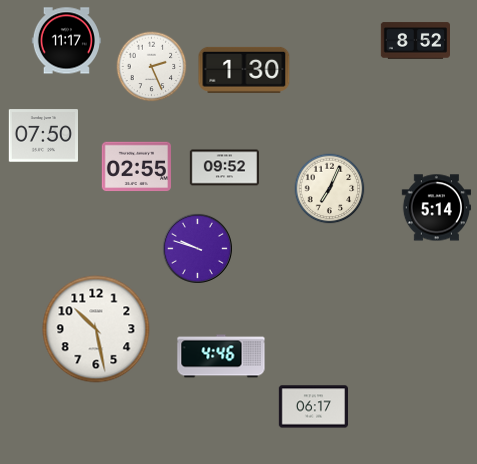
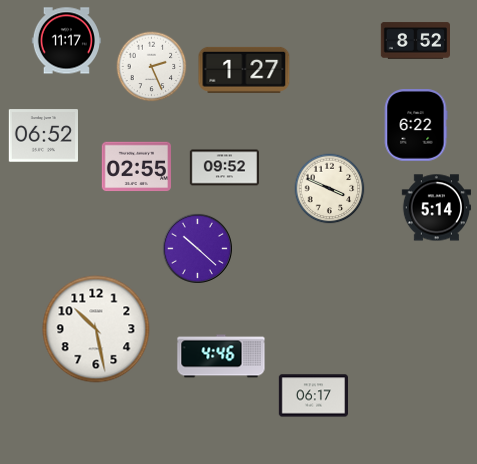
clock at (244, 70): 1:30 -> 1:27
clock at (416, 125): none -> 6:22
clock at (43, 136): 07:50 -> 06:52
clock at (330, 189): 7:04 -> 3:49
clock at (197, 248): 9:48 -> 10:22
clock at (313, 407) position: (313, 407) -> (313, 396)
